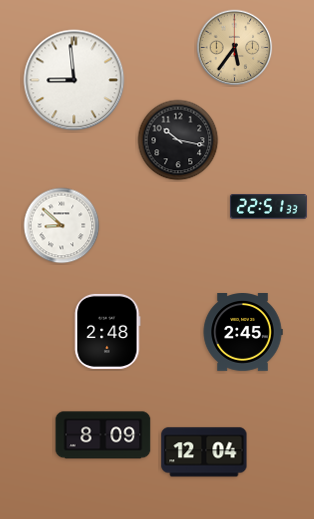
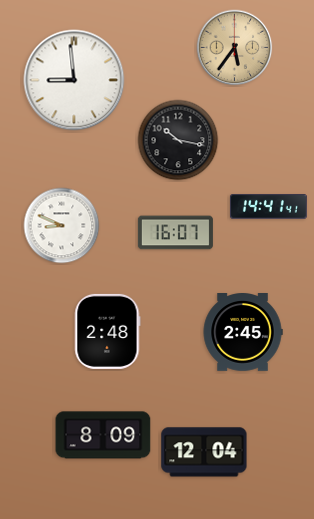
clock at (269, 207): 22:51 -> 14:41
clock at (62, 226): 8:52 -> 8:49
clock at (175, 233): none -> 16:07
